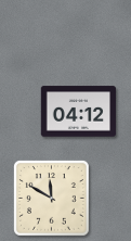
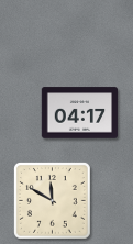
clock at (79, 112): 04:12 -> 04:17
